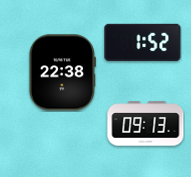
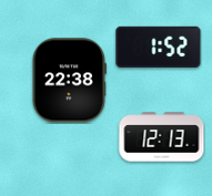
clock at (146, 124): 09:13 -> 12:13
